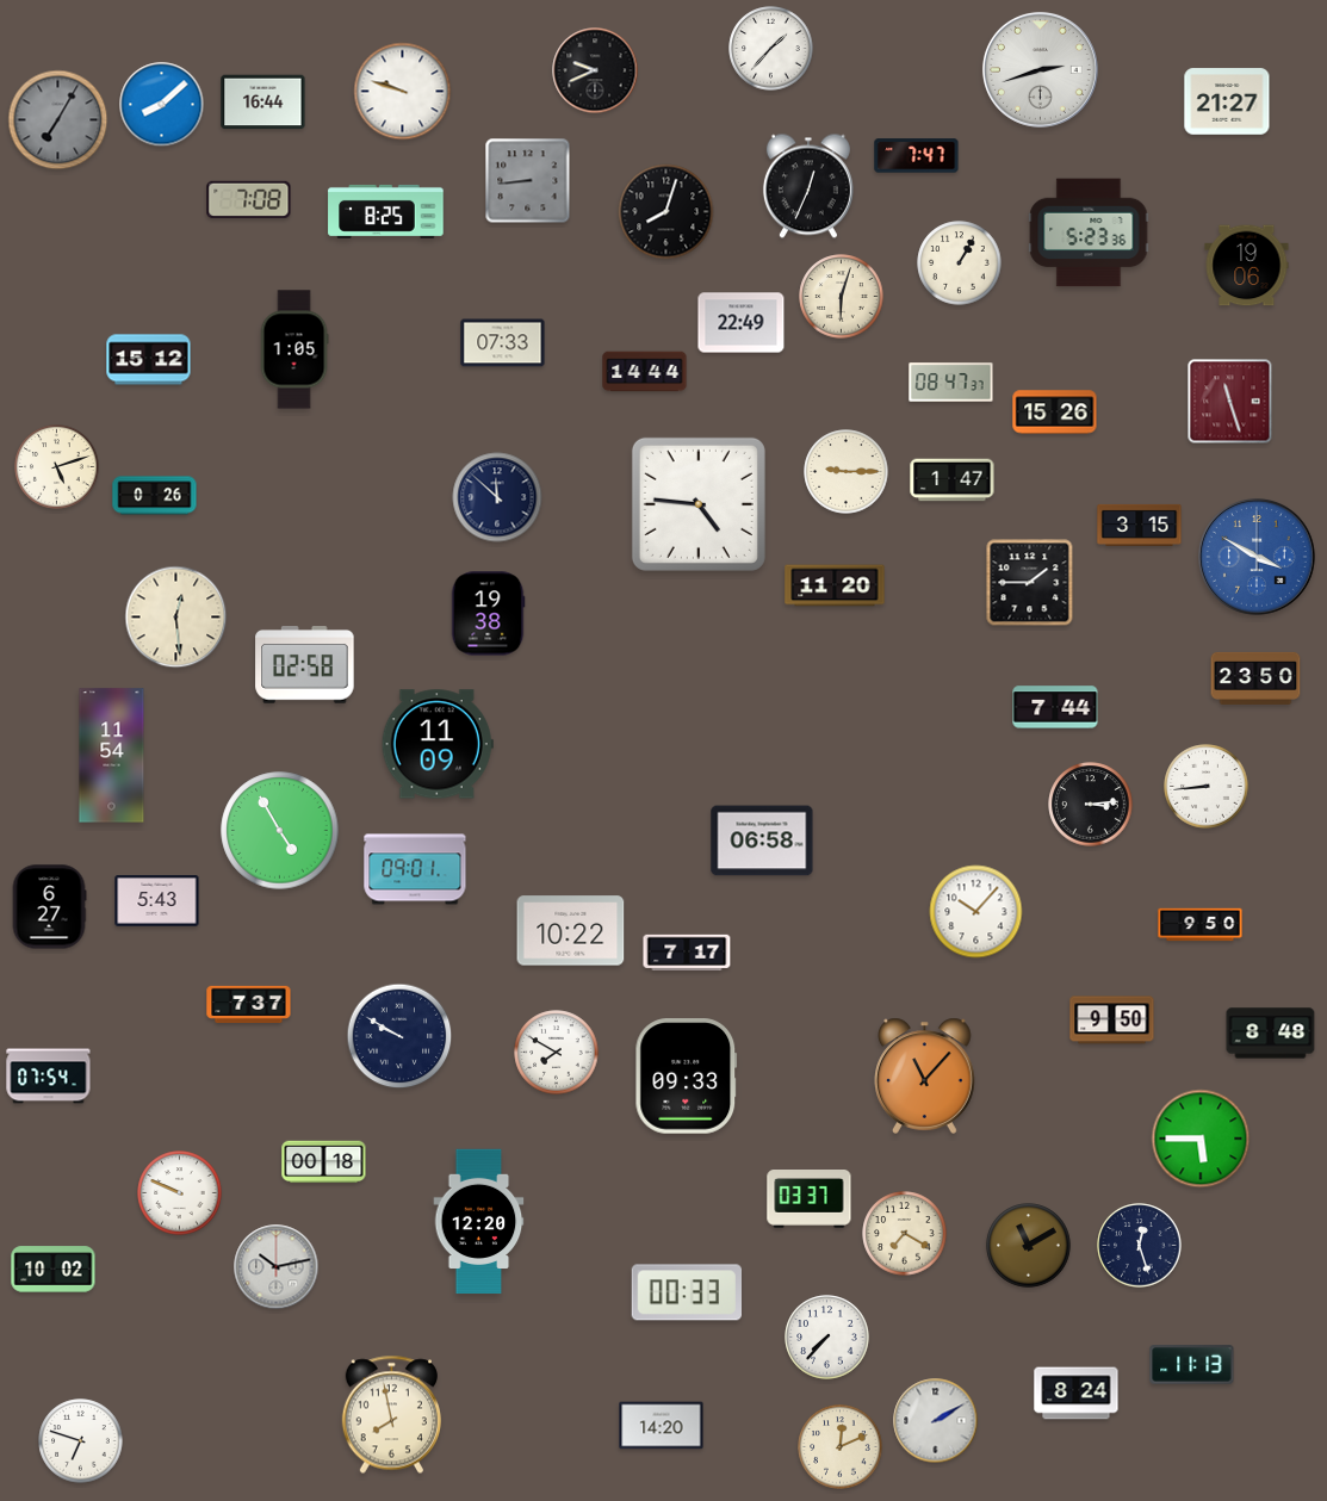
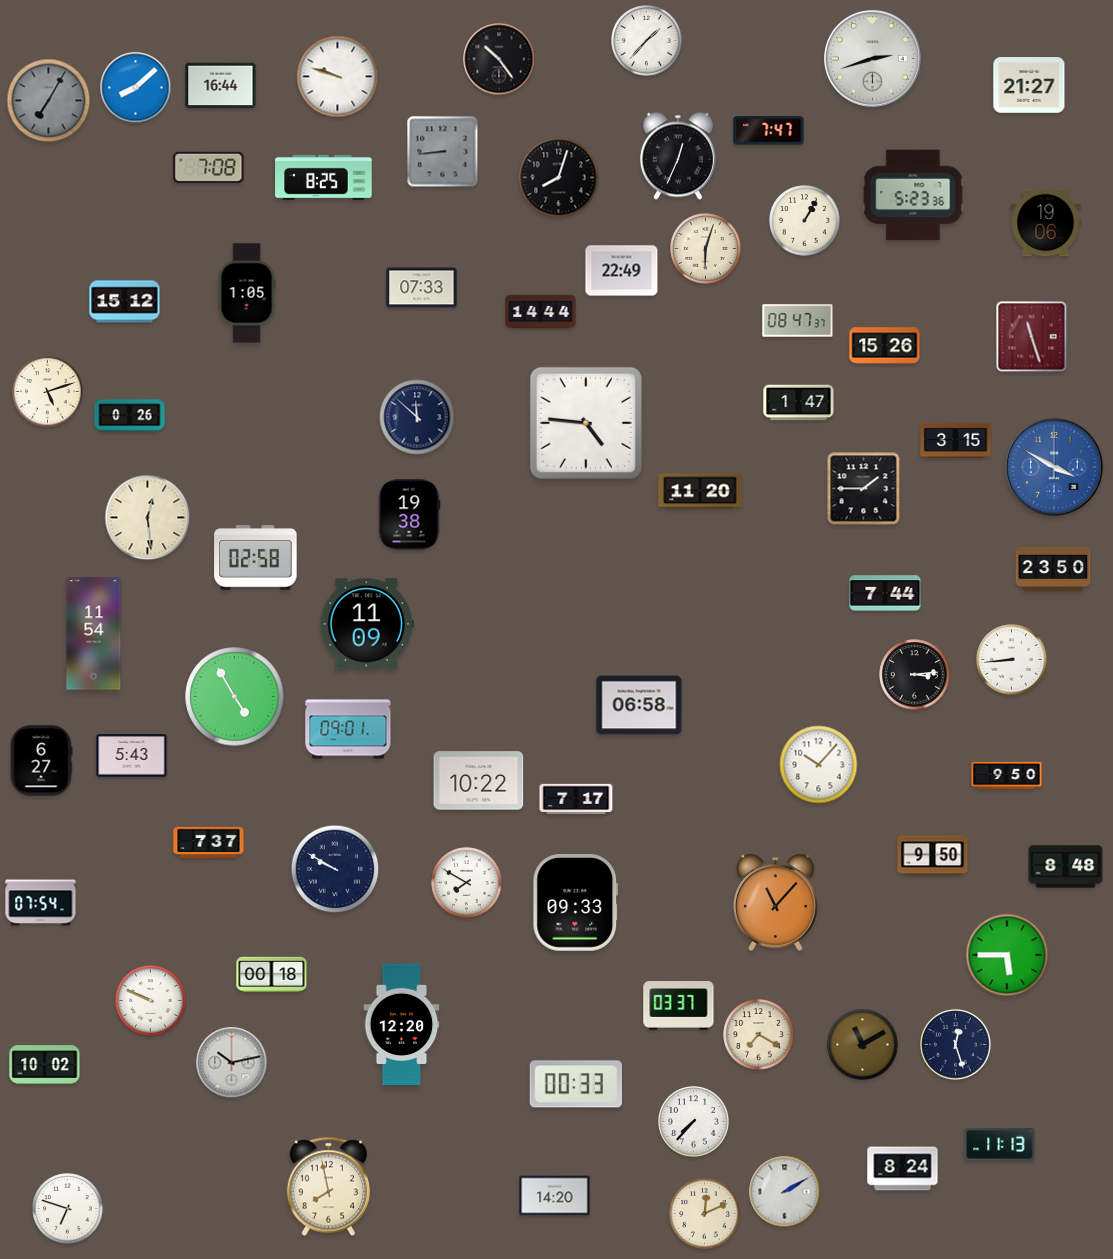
clock at (595, 70): 9:41 -> 10:24
clock at (847, 472): 9:15 -> none
